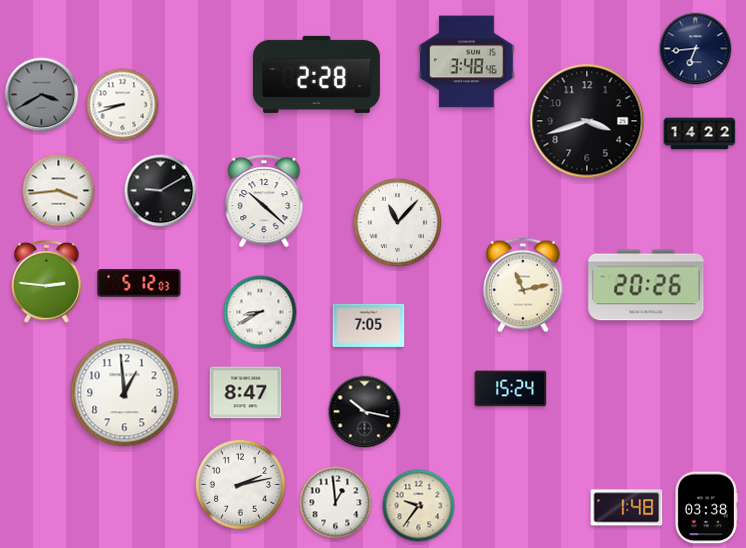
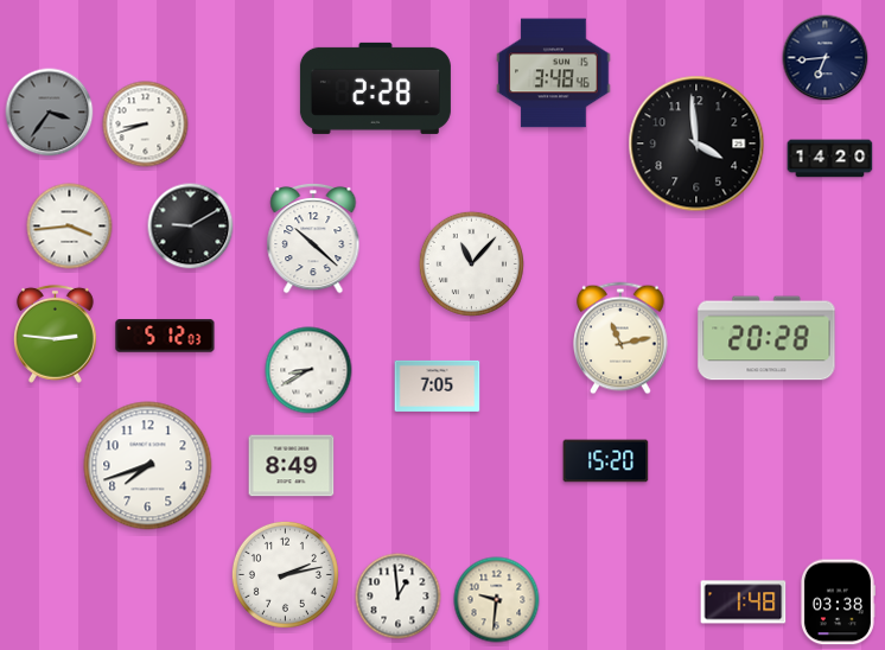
clock at (42, 95): 3:40 -> 3:36
clock at (587, 121): 3:42 -> 3:59
clock at (700, 134): 14:22 -> 14:20
clock at (646, 285): 20:26 -> 20:28
clock at (511, 389): 15:24 -> 15:20
clock at (125, 393): 12:59 -> 7:42
clock at (246, 393): 8:47 -> 8:49
clock at (365, 412): 10:17 -> none
clock at (419, 506): 9:36 -> 9:31
